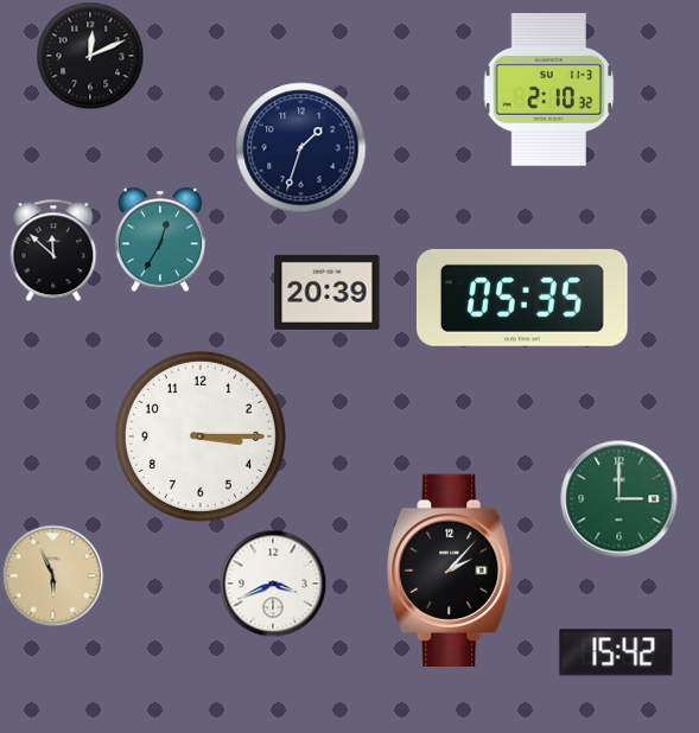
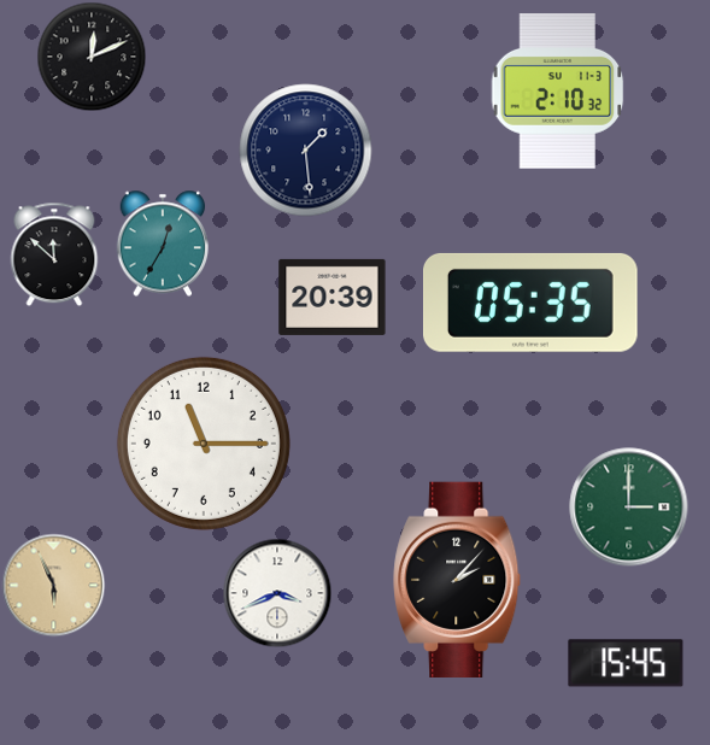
clock at (301, 148): 1:33 -> 1:29
clock at (201, 436): 3:15 -> 11:15
clock at (616, 652): 15:42 -> 15:45
